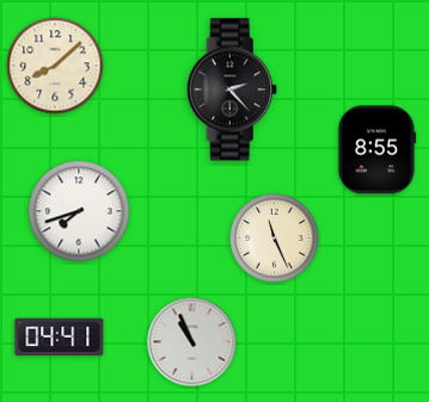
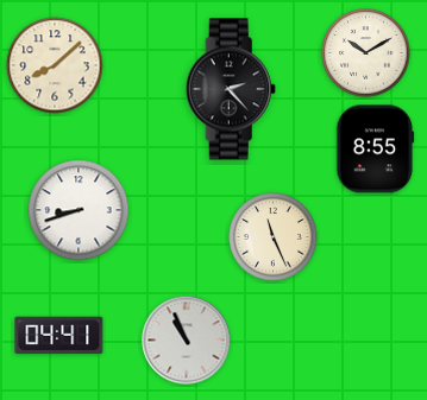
clock at (366, 53): none -> 10:10
clock at (79, 211): 7:42 -> 8:42
clock at (192, 342) position: (192, 342) -> (187, 341)
